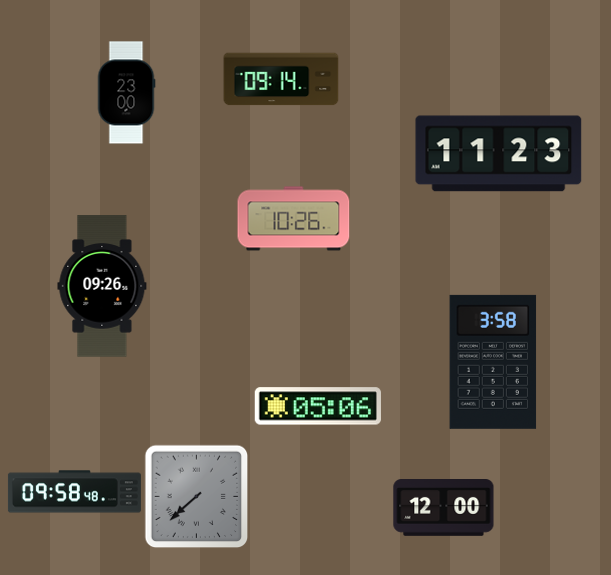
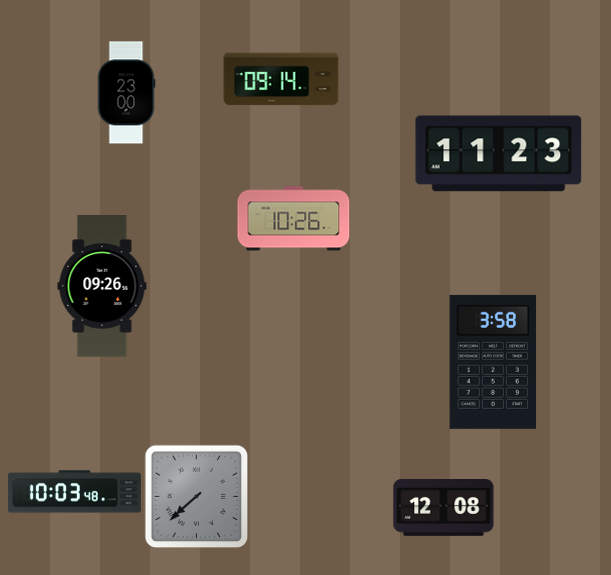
clock at (318, 406): 05:06 -> none
clock at (74, 492): 09:58 -> 10:03
clock at (444, 508): 12:00 -> 12:08
